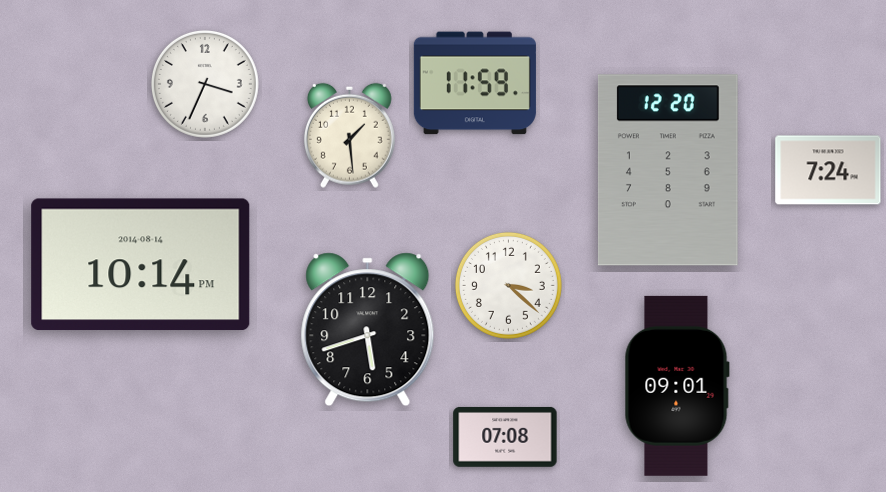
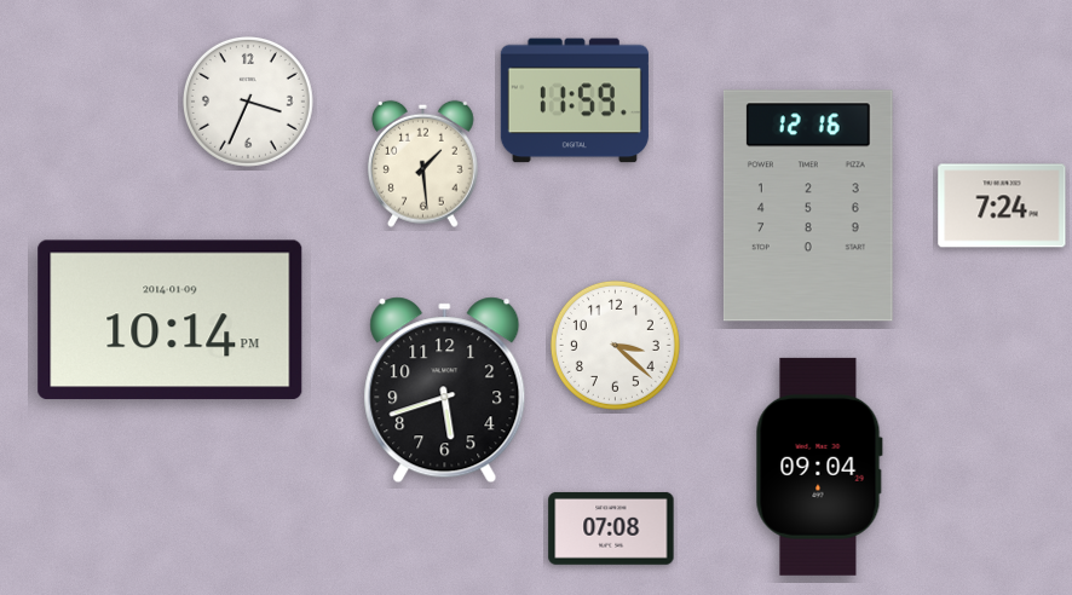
clock at (668, 170): 12:20 -> 12:16
clock at (141, 265) date: 2014-08-14 -> 2014-01-09
clock at (368, 330) position: (368, 330) -> (445, 391)
clock at (677, 386): 09:01 -> 09:04
